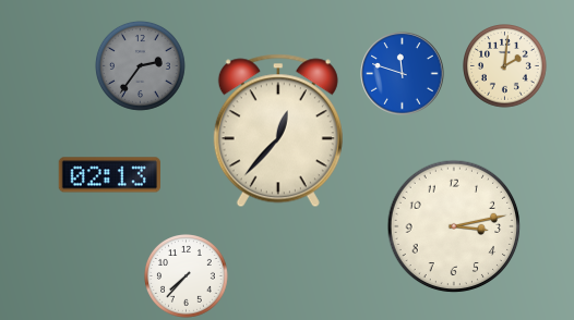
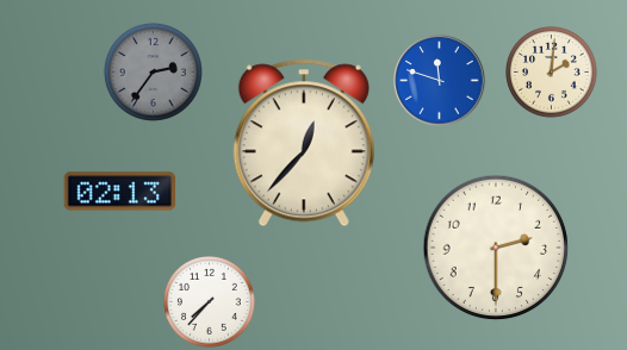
clock at (454, 226): 3:13 -> 2:30
clock at (187, 276) position: (187, 276) -> (210, 302)
